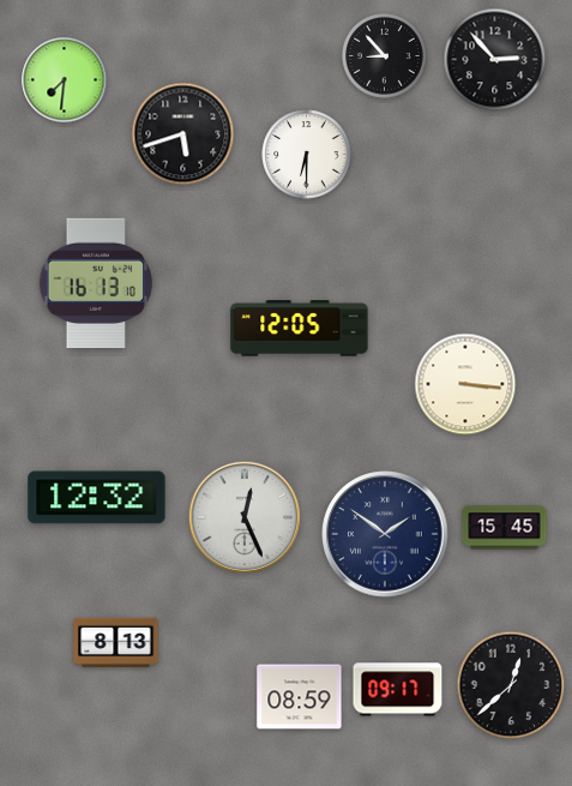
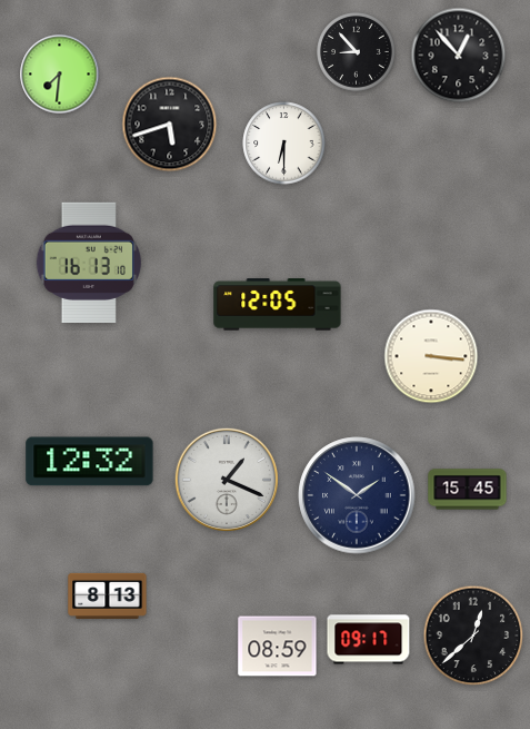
clock at (495, 60): 2:53 -> 12:53
clock at (243, 516): 12:26 -> 1:19
